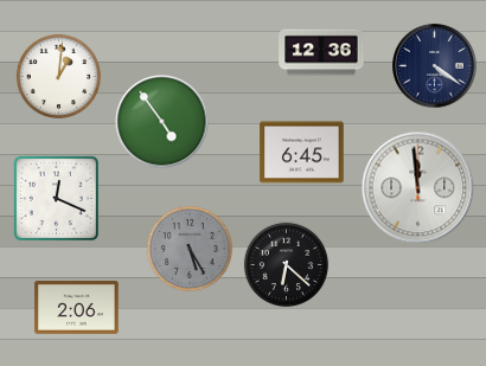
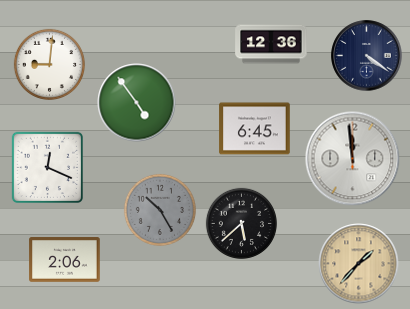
clock at (58, 76): 1:01 -> 9:01
clock at (190, 249): 5:25 -> 10:25
clock at (286, 264): 6:22 -> 5:38
clock at (359, 264): none -> 1:37
